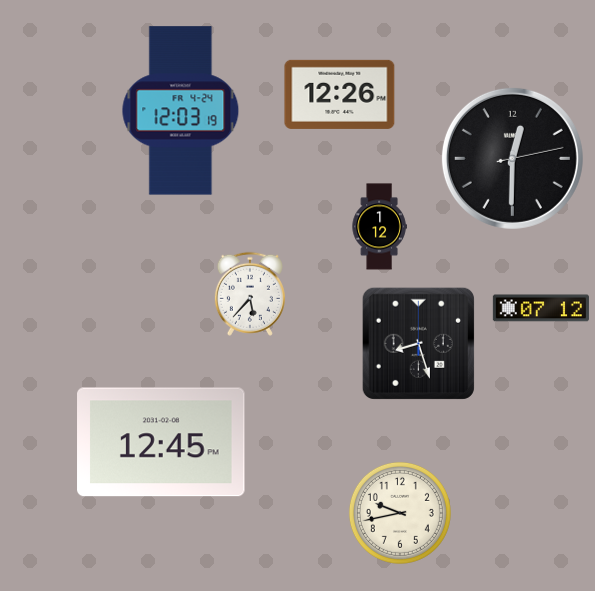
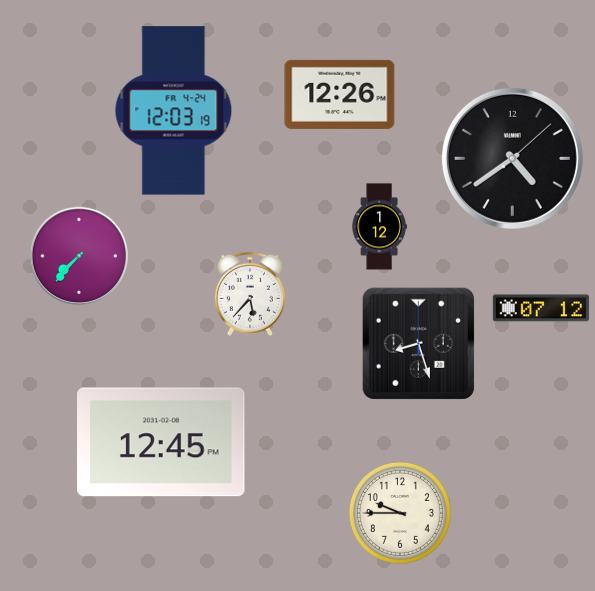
clock at (181, 111) position: (181, 111) -> (174, 111)
clock at (512, 158): 12:30 -> 4:39
clock at (78, 255): none -> 7:37
clock at (400, 513): 9:43 -> 9:45
